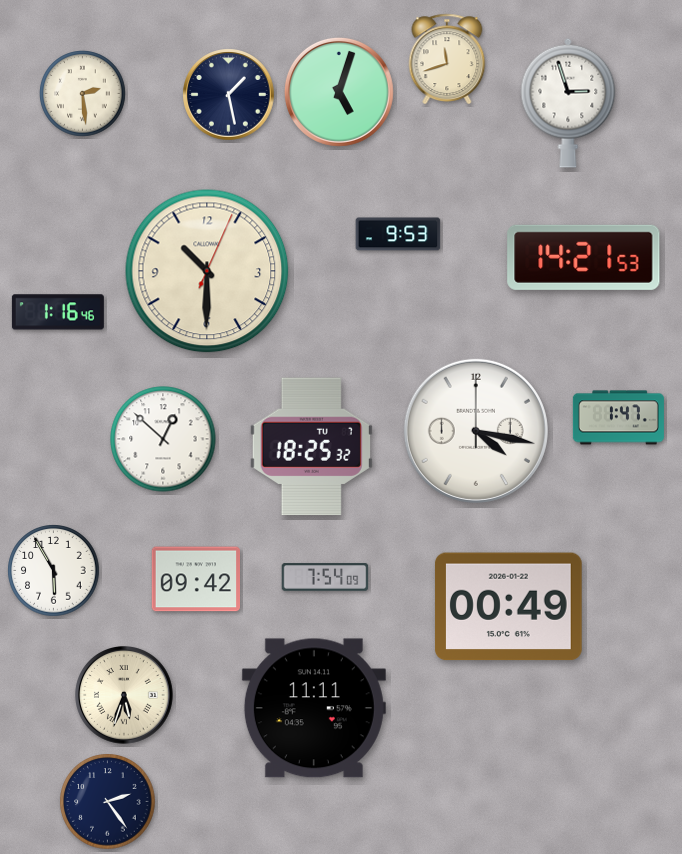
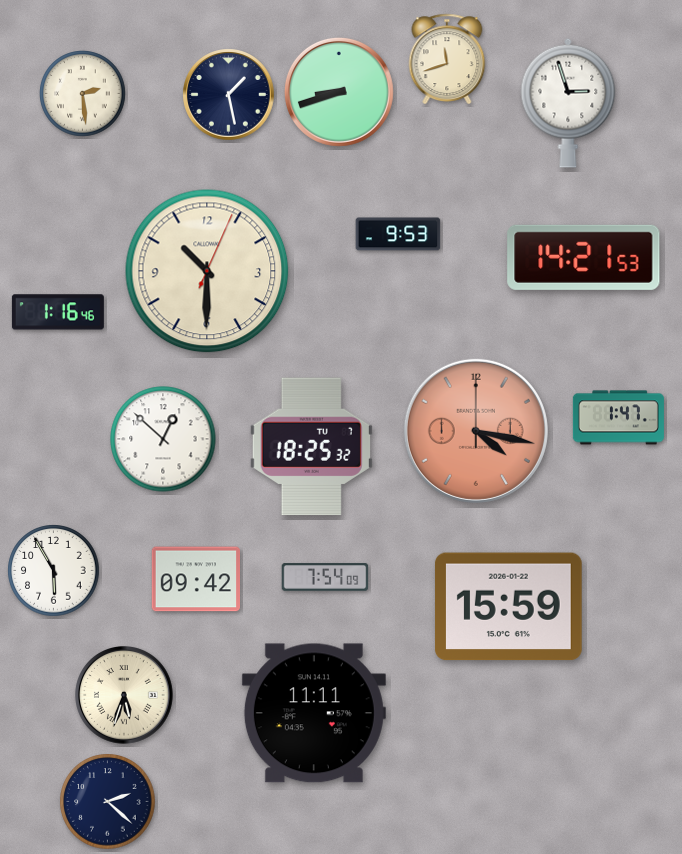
clock at (339, 92): 5:03 -> 8:42
clock at (476, 431) dial: white -> salmon
clock at (508, 607): 00:49 -> 15:59
clock at (314, 708) position: (314, 708) -> (314, 713)
clock at (108, 802): 2:24 -> 2:22
